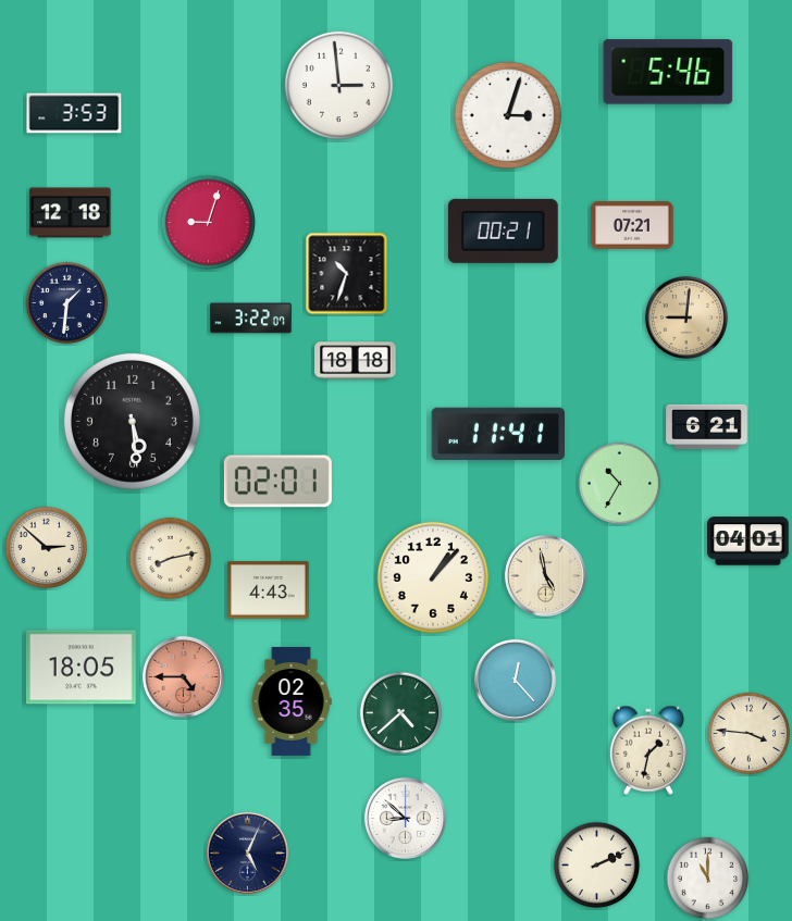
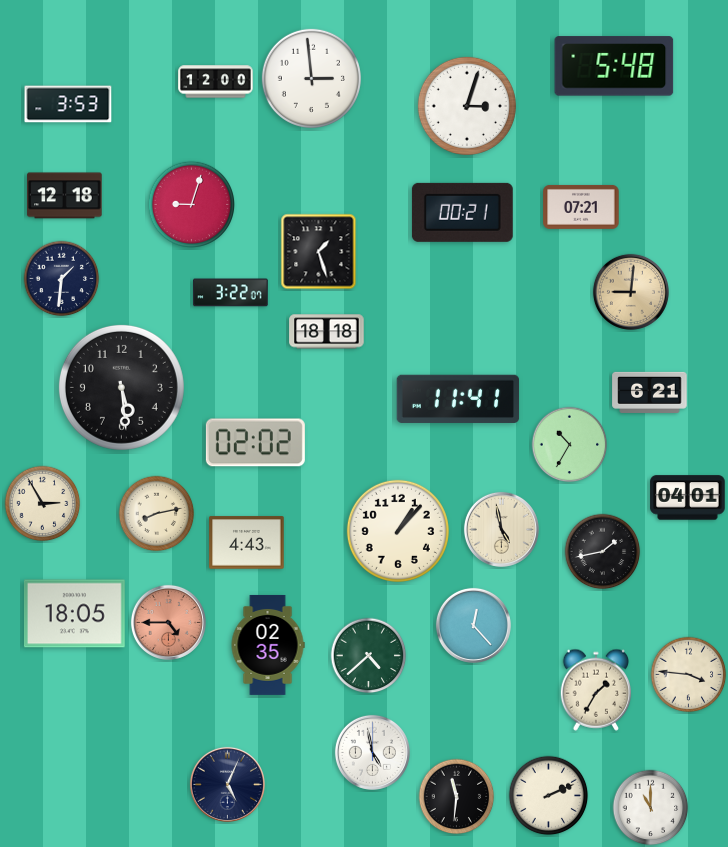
clock at (668, 72): 5:46 -> 5:48
clock at (216, 82): none -> 12:00
clock at (347, 274): 10:33 -> 1:27
clock at (277, 482): 02:01 -> 02:02
clock at (47, 548): 2:52 -> 2:55
clock at (603, 552): none -> 1:43
clock at (647, 750): 1:32 -> 1:35
clock at (405, 818): 8:52 -> 4:58
clock at (457, 797): none -> 11:31
